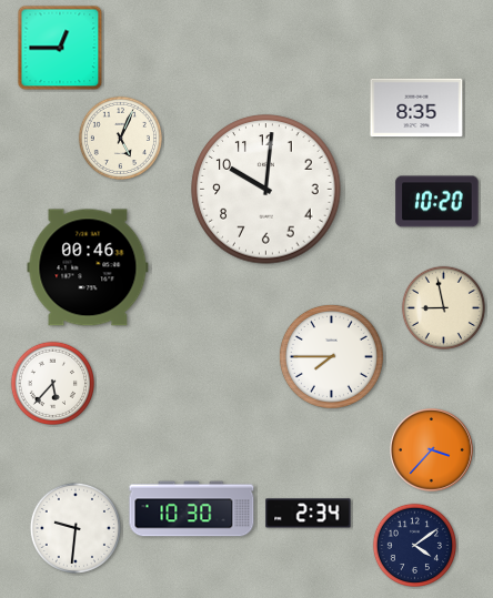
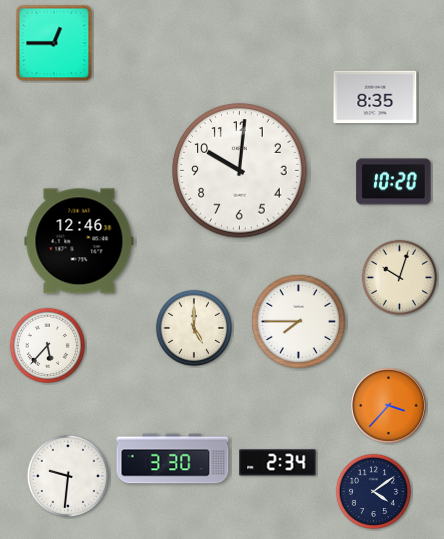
clock at (120, 138): 5:04 -> none
clock at (88, 267): 00:46 -> 12:46
clock at (443, 307): 8:58 -> 10:03
clock at (193, 327): none -> 5:00
clock at (192, 509): 10:30 -> 3:30
